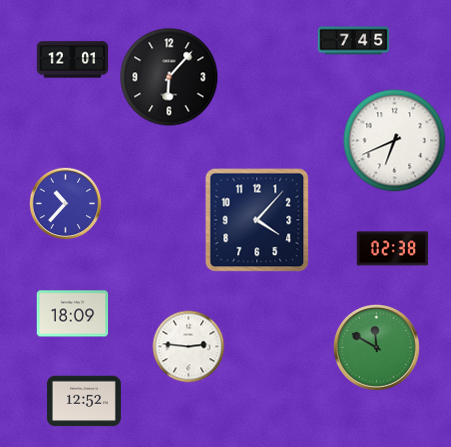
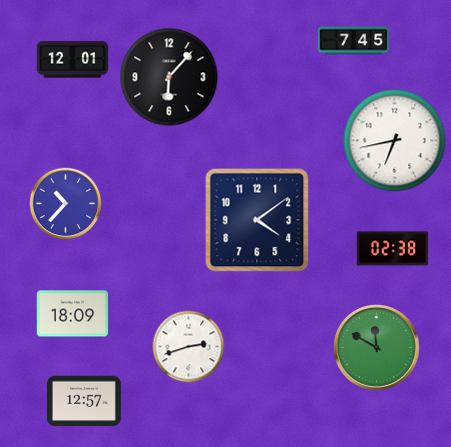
clock at (395, 141): 6:41 -> 6:43
clock at (257, 220): 4:07 -> 4:09
clock at (189, 347): 2:46 -> 2:42
clock at (84, 401): 12:52 -> 12:57
